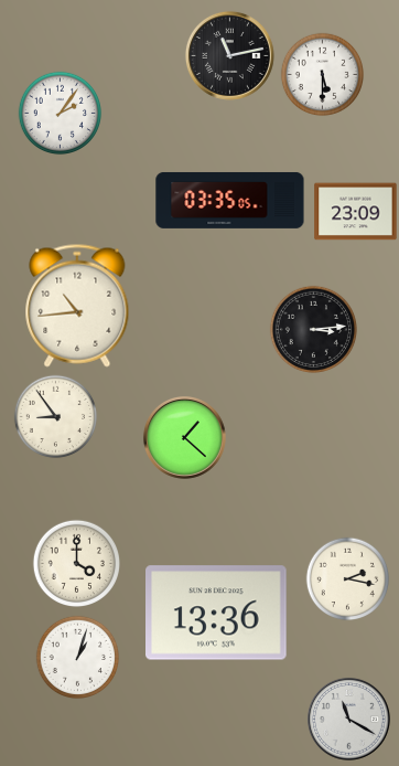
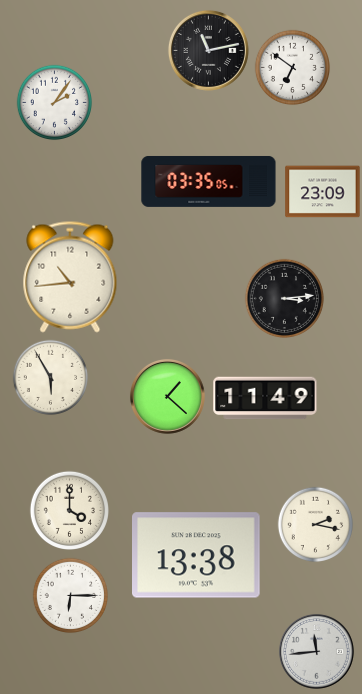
clock at (323, 75): 5:30 -> 6:51
clock at (56, 417): 8:54 -> 5:55
clock at (265, 398): none -> 11:49
clock at (217, 613): 13:36 -> 13:38
clock at (78, 658): 1:03 -> 6:15
clock at (348, 719): 11:20 -> 11:44
